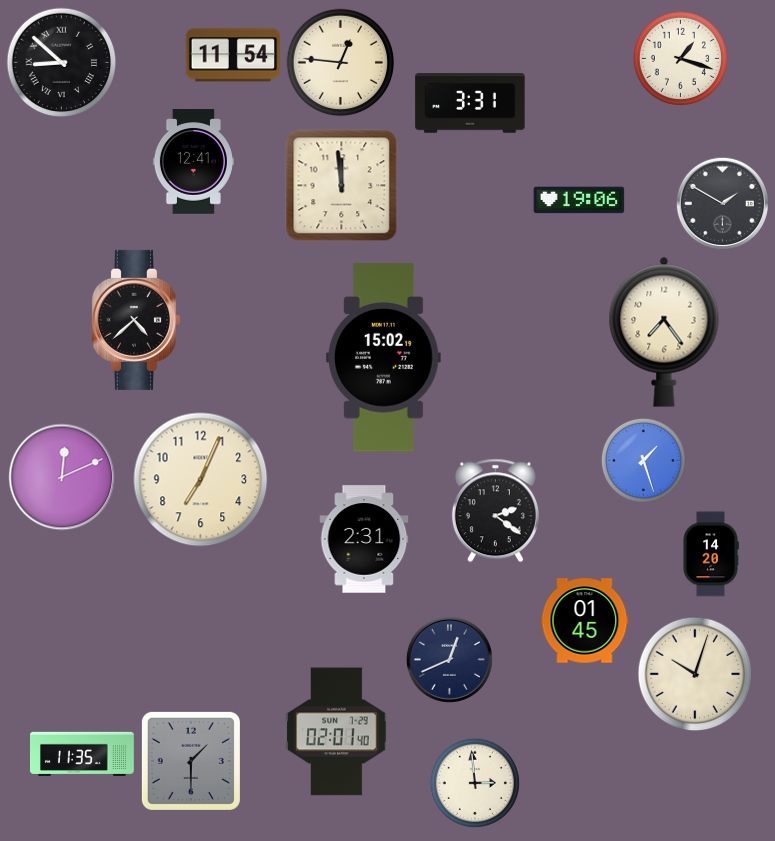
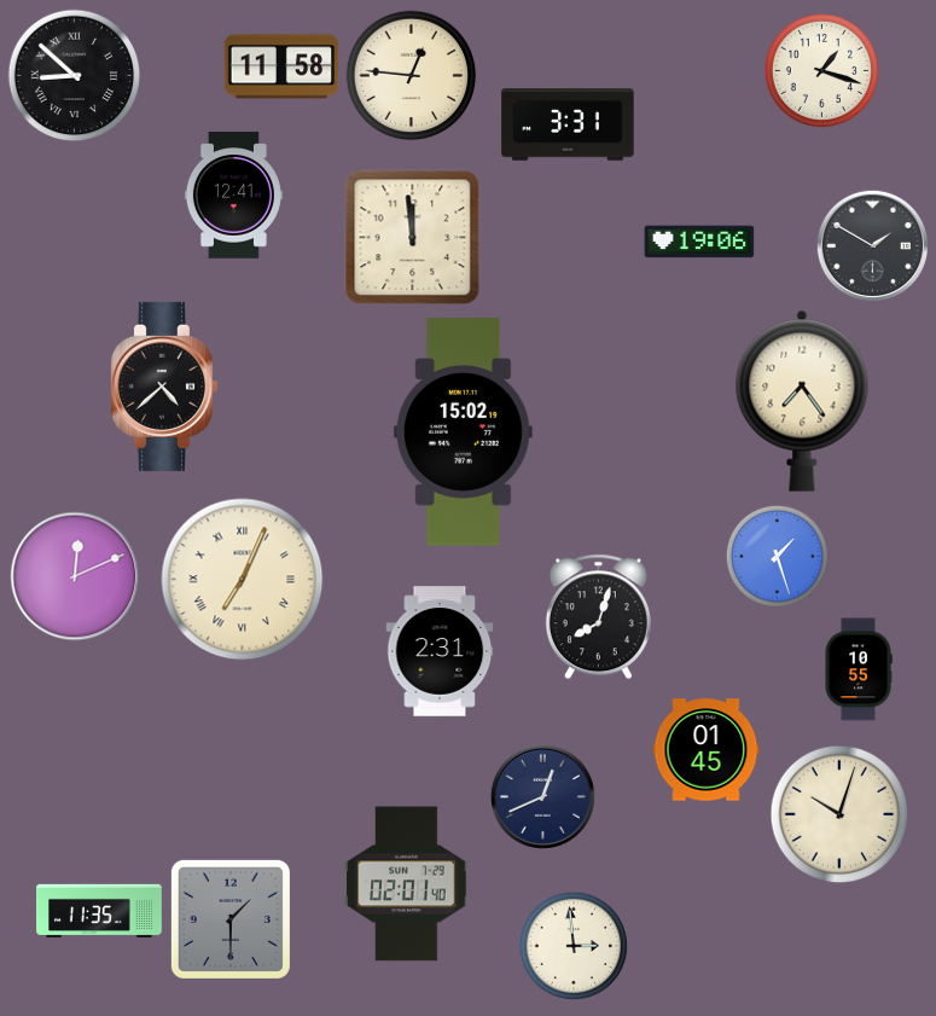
clock at (233, 55): 11:54 -> 11:58
clock at (342, 186) position: (342, 186) -> (413, 238)
clock at (201, 480) numerals: Arabic -> Roman
clock at (495, 511): 2:21 -> 8:03
clock at (711, 554): 14:20 -> 10:55
